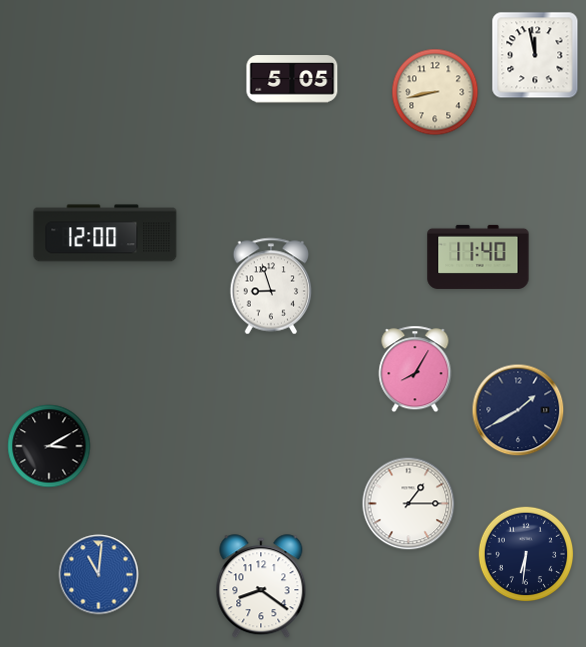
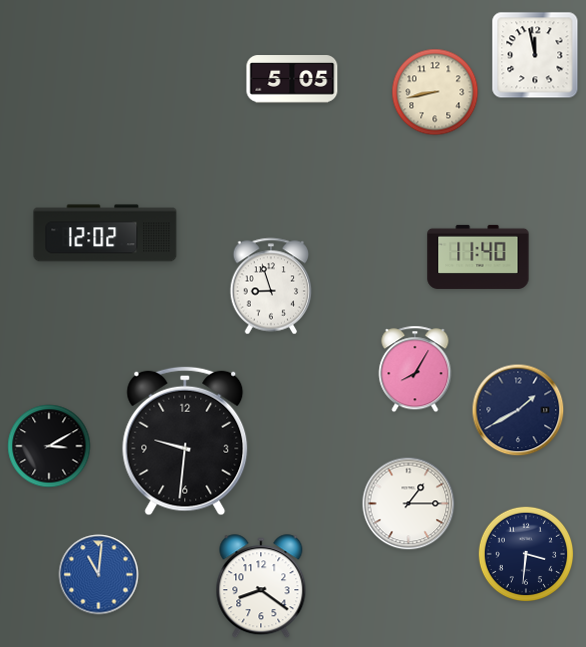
clock at (105, 233): 12:00 -> 12:02
clock at (185, 441): none -> 9:31
clock at (526, 554): 6:31 -> 3:31
